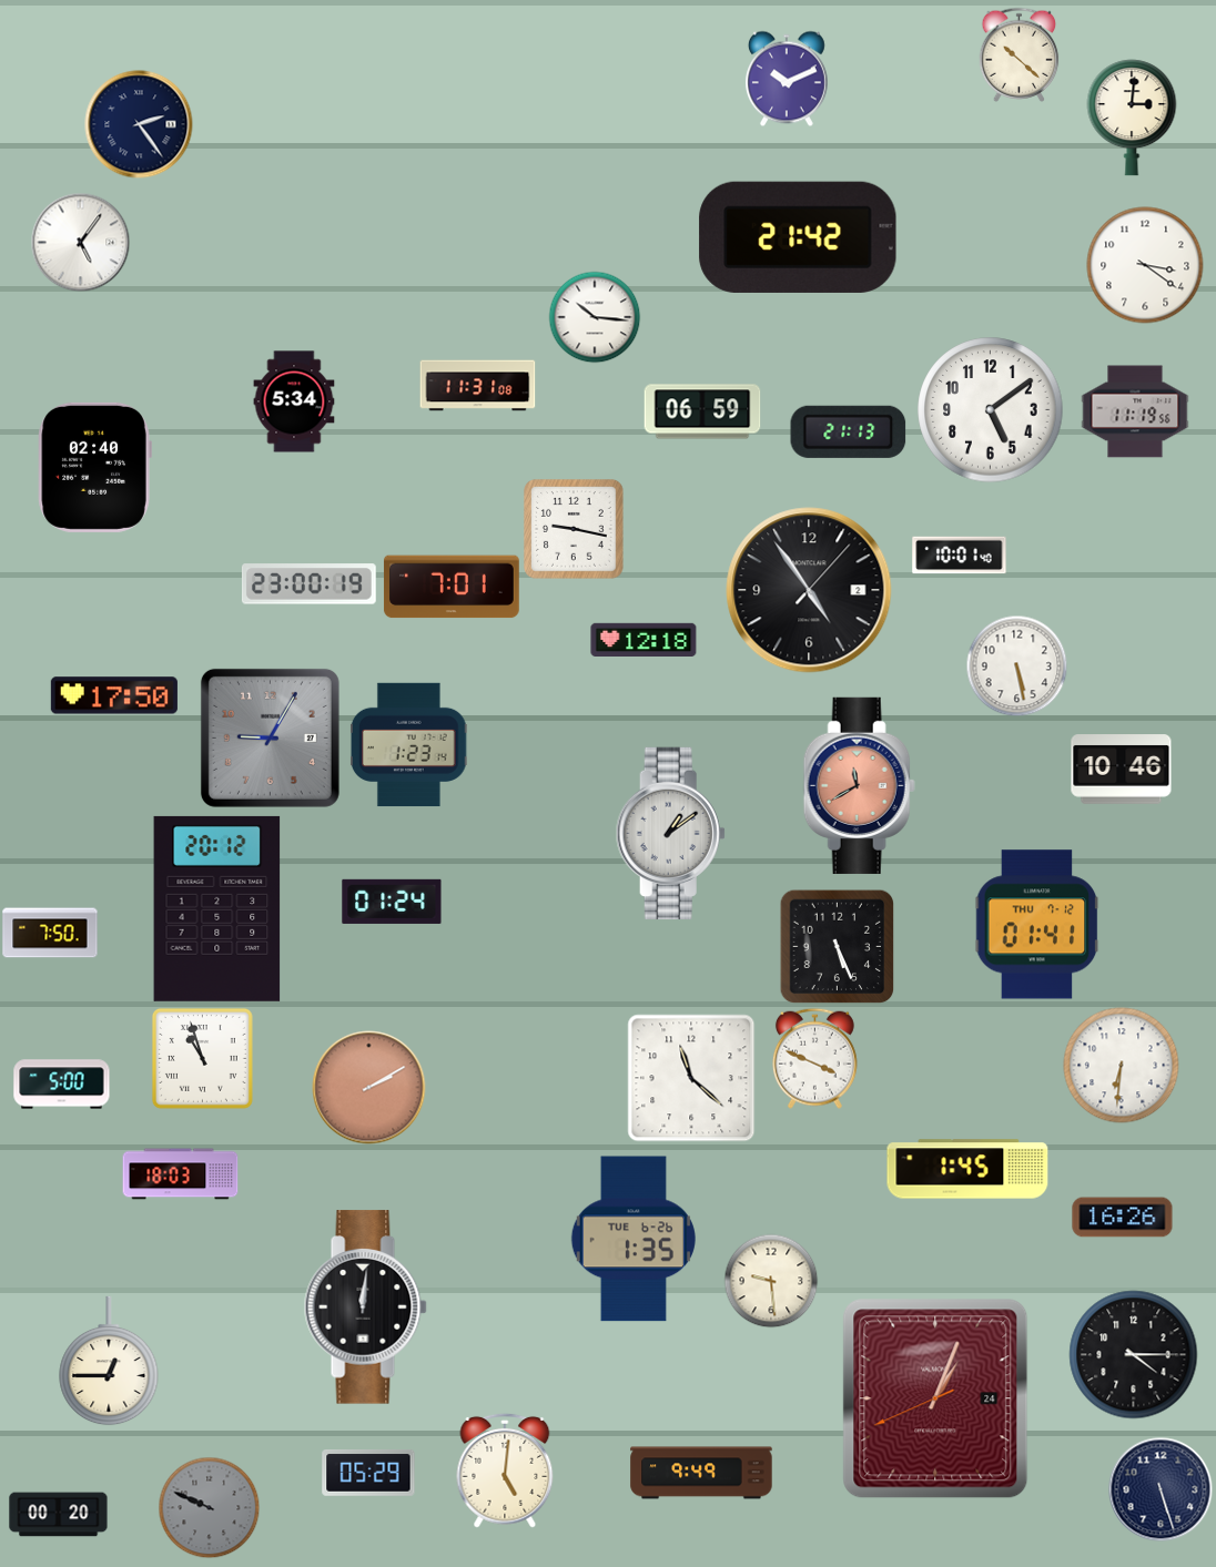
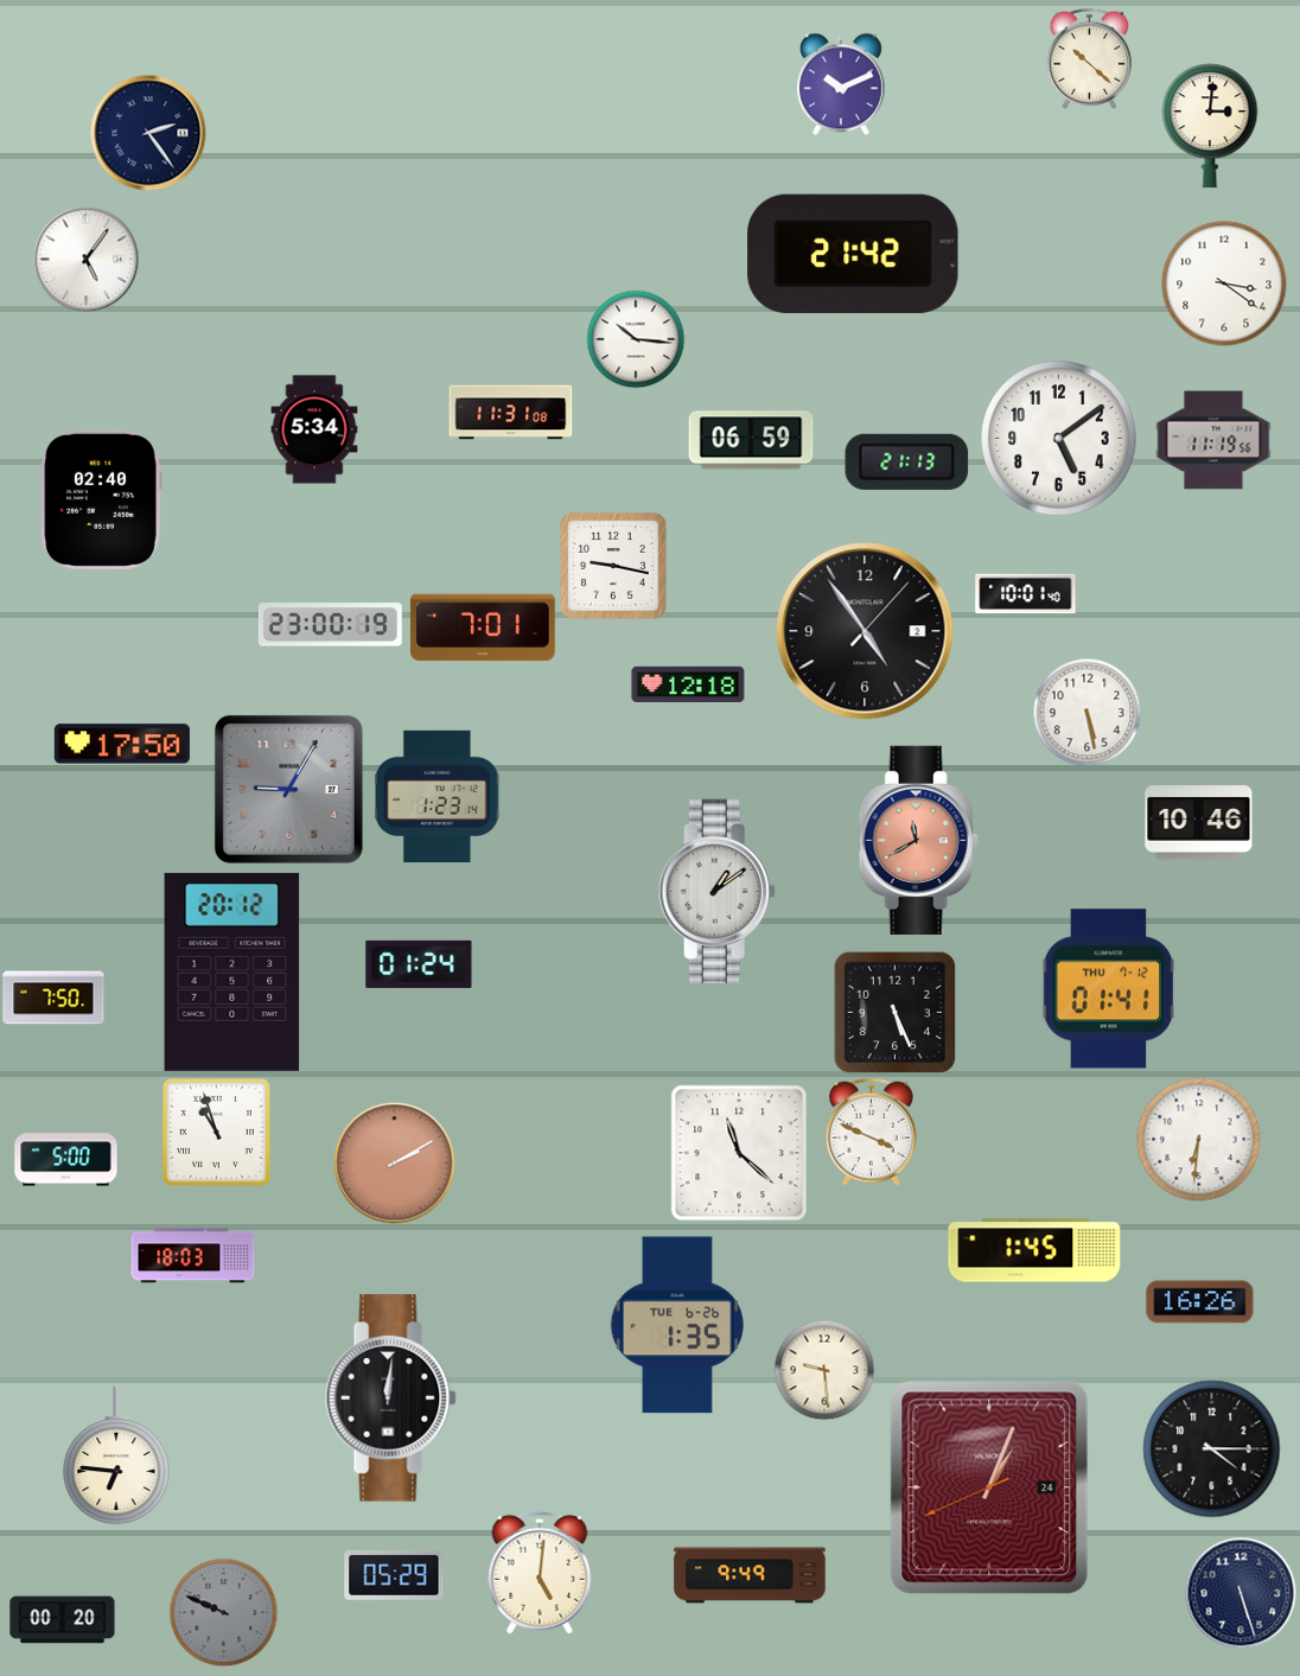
clock at (109, 1361): 12:45 -> 6:46
clock at (935, 1398) position: (935, 1398) -> (989, 1487)
